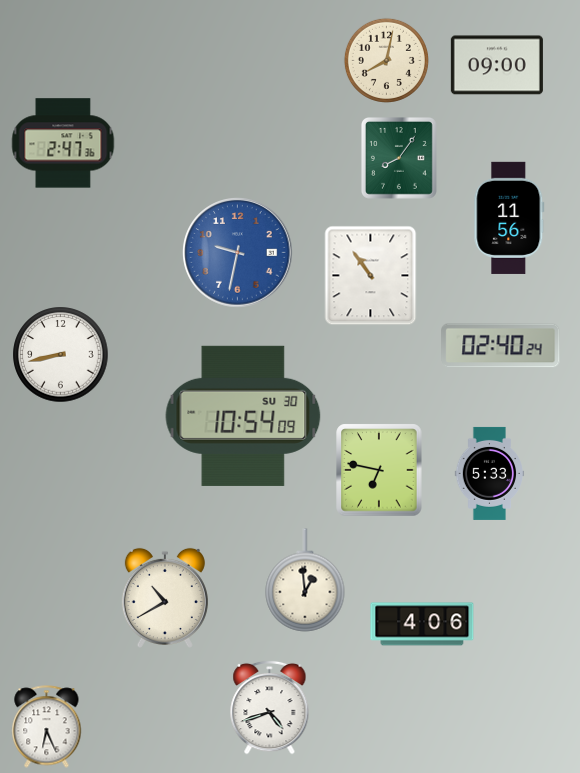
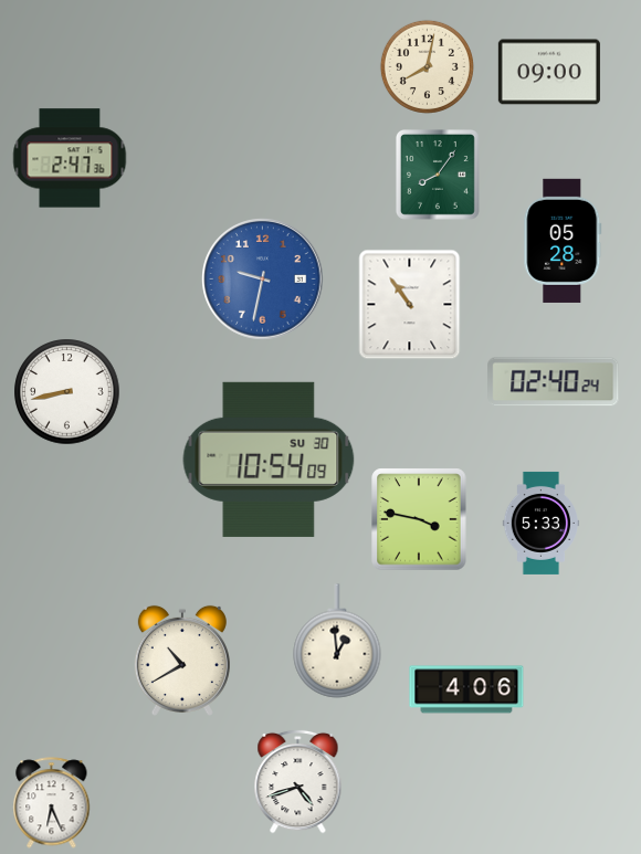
clock at (399, 159) position: (399, 159) -> (438, 176)
clock at (509, 218): 11:56 -> 05:28
clock at (379, 470): 6:47 -> 3:47
